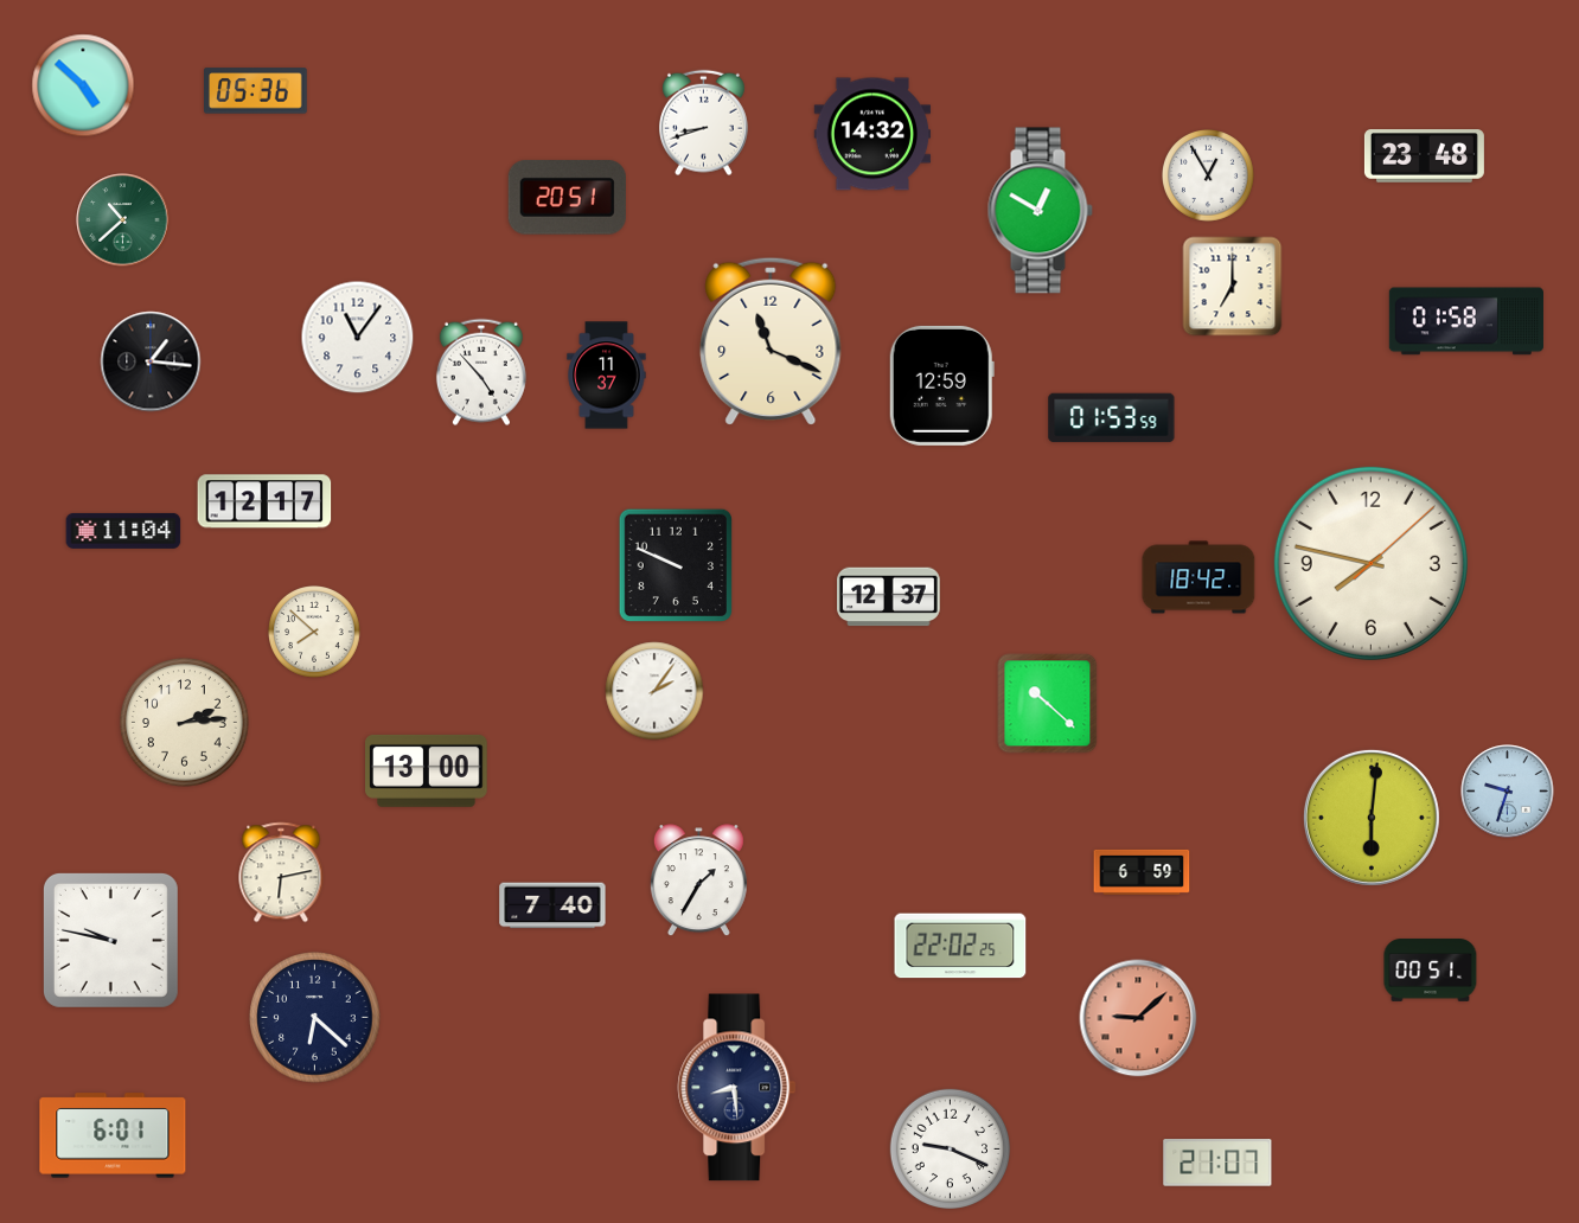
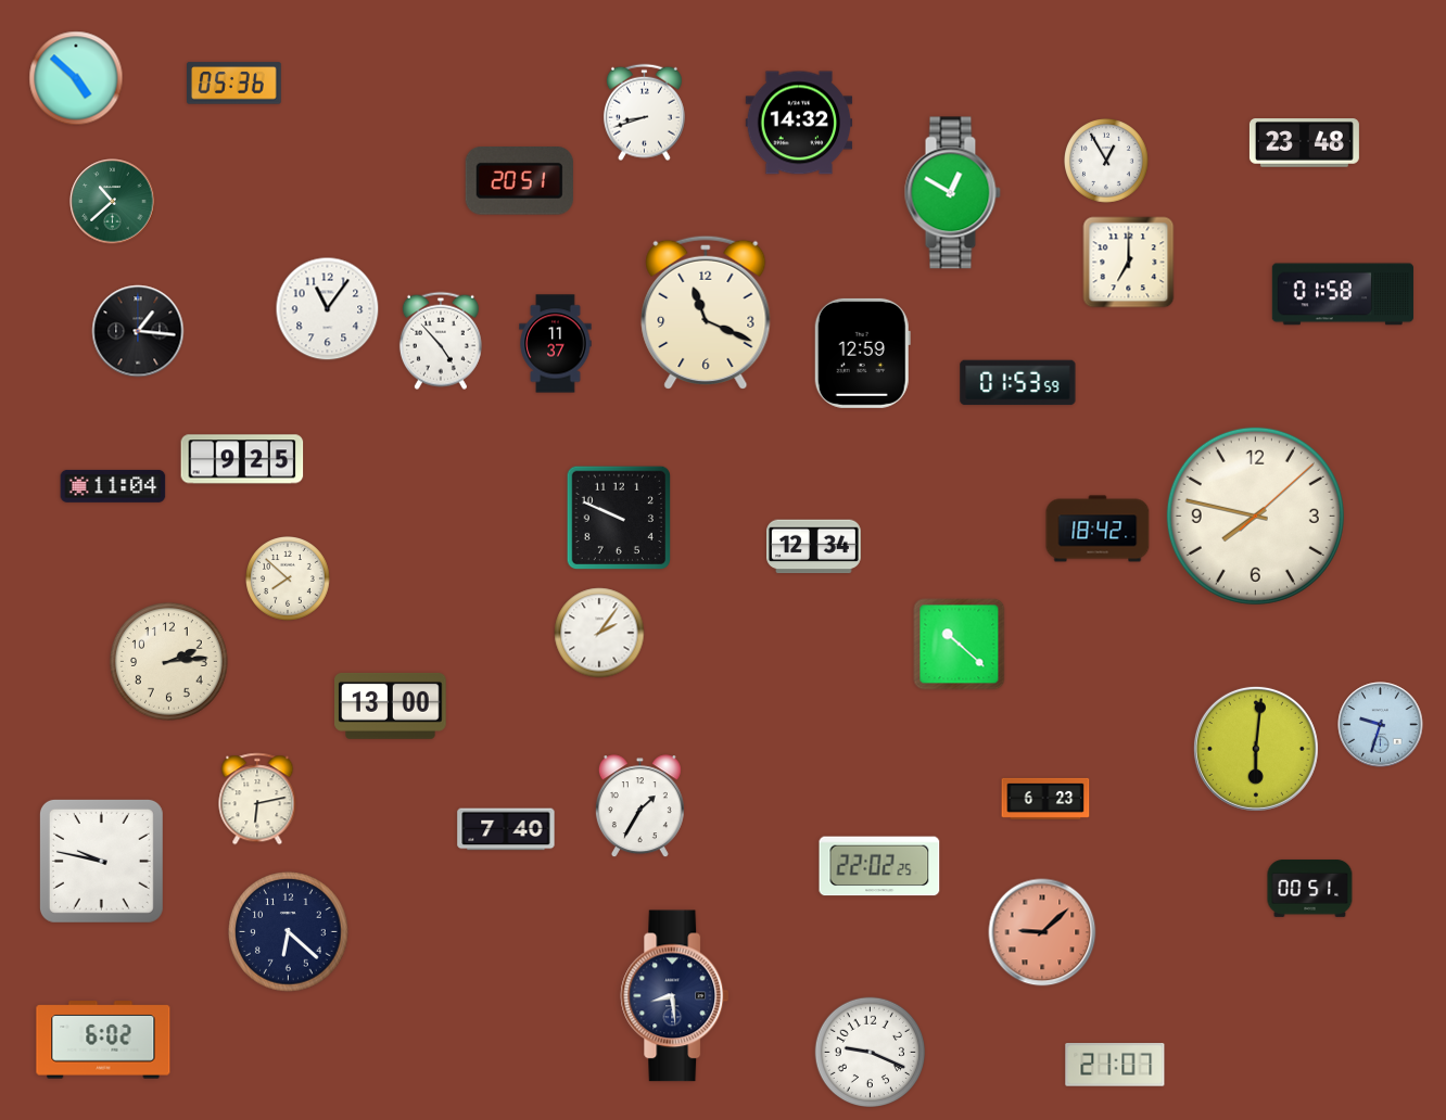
clock at (264, 501): 12:17 -> 9:25
clock at (889, 597): 12:37 -> 12:34
clock at (1142, 872): 6:59 -> 6:23
clock at (113, 1135): 6:01 -> 6:02
